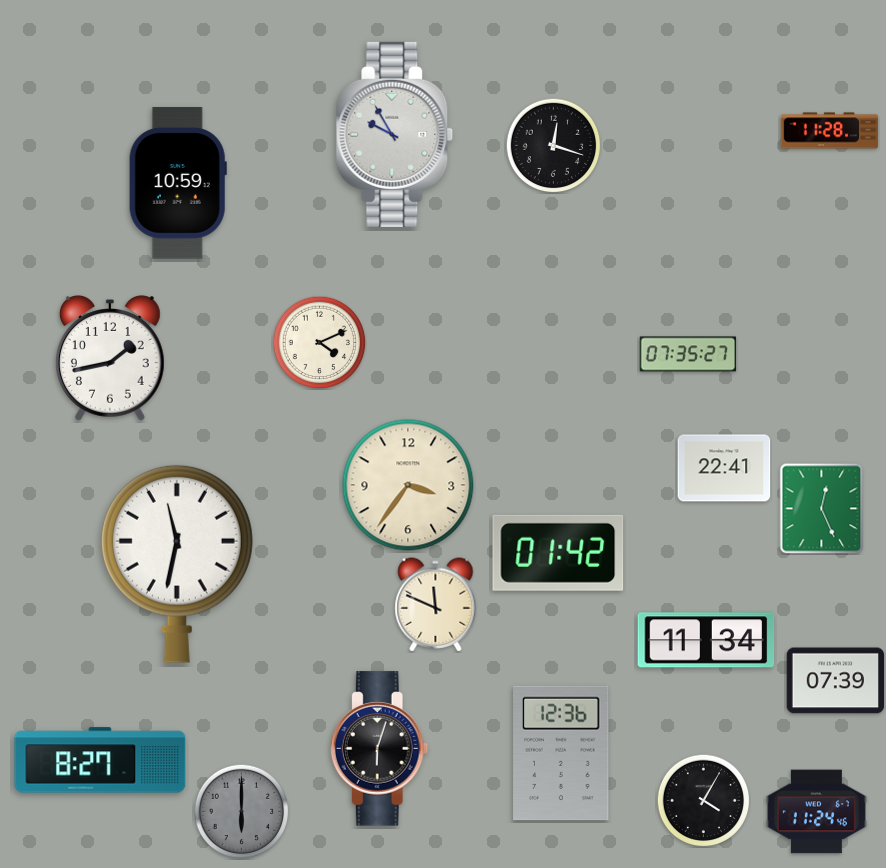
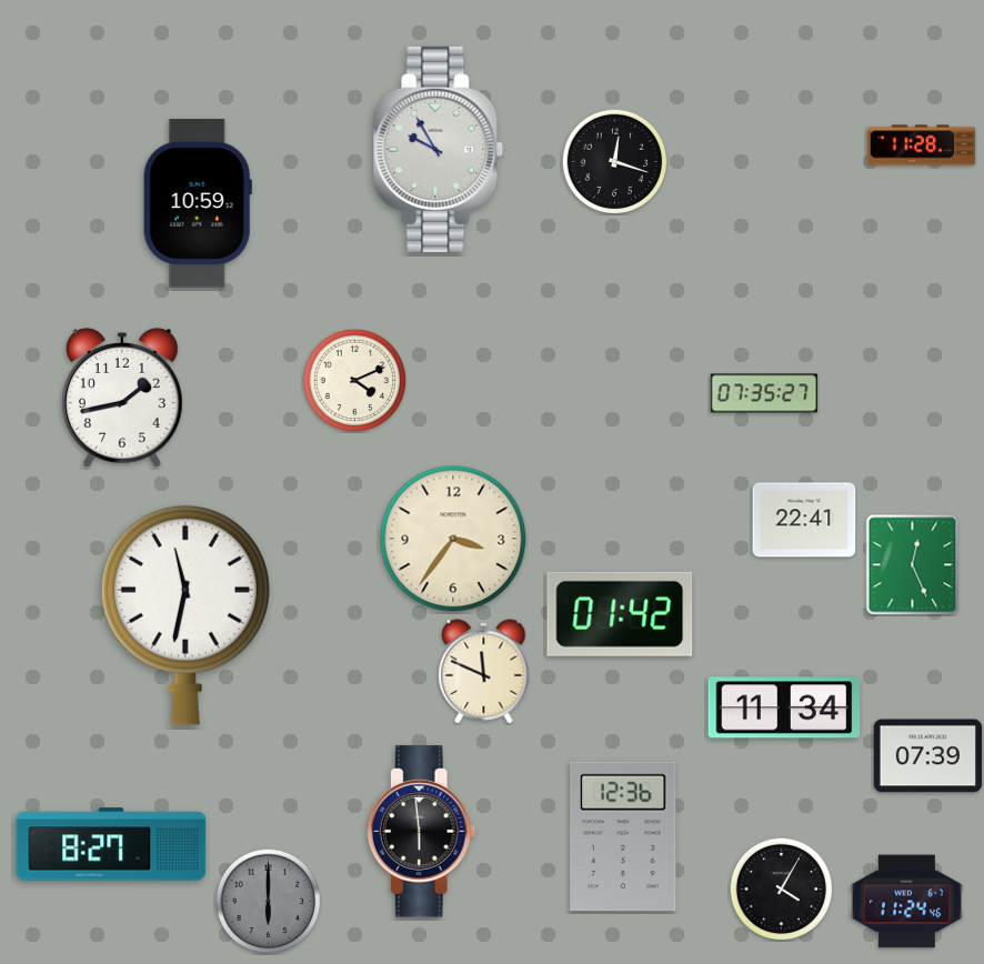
clock at (177, 564) position: (177, 564) -> (185, 615)
clock at (706, 640) position: (706, 640) -> (784, 707)
clock at (379, 749): 6:03 -> 5:59
